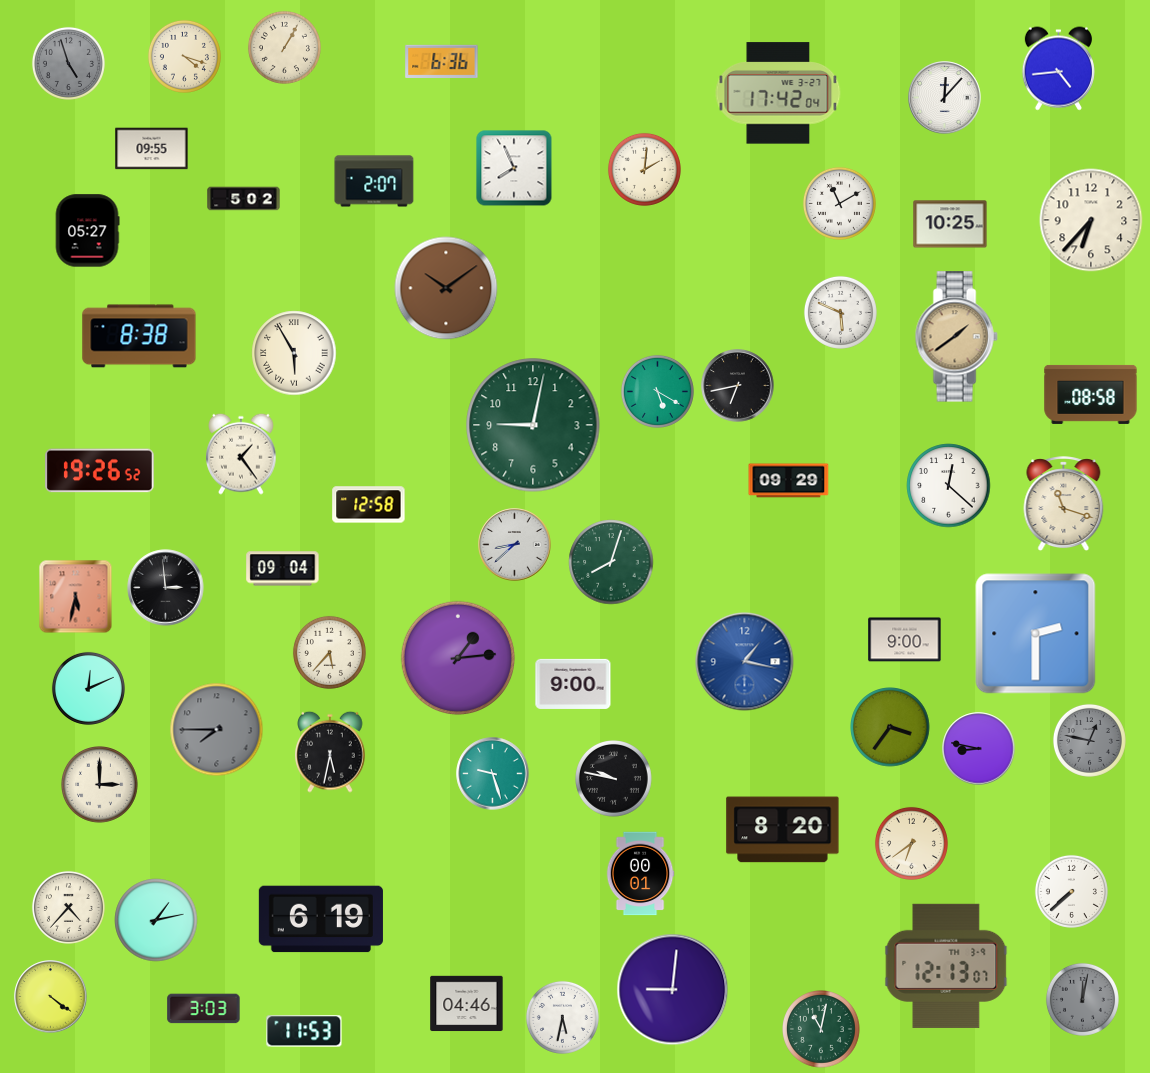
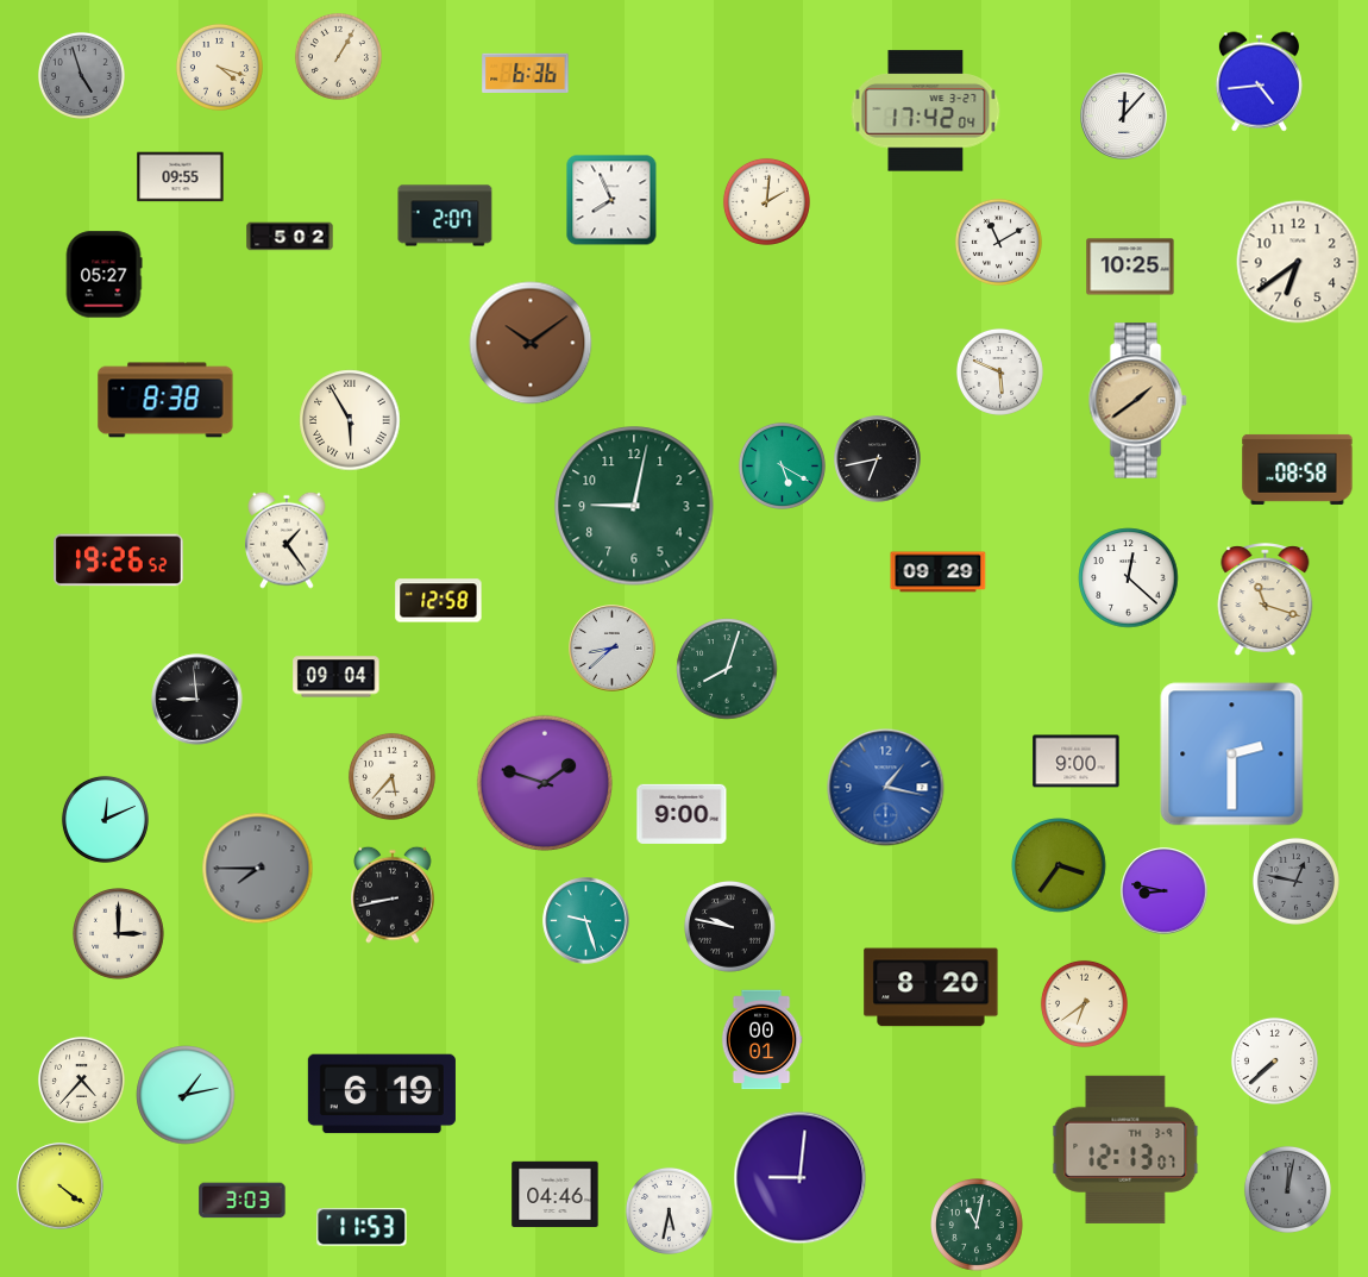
clock at (1091, 220): 6:37 -> 6:39
clock at (166, 588): 2:59 -> 8:59
clock at (76, 597): 5:32 -> none
clock at (458, 658): 1:14 -> 1:48
clock at (330, 752): 5:32 -> 8:43
